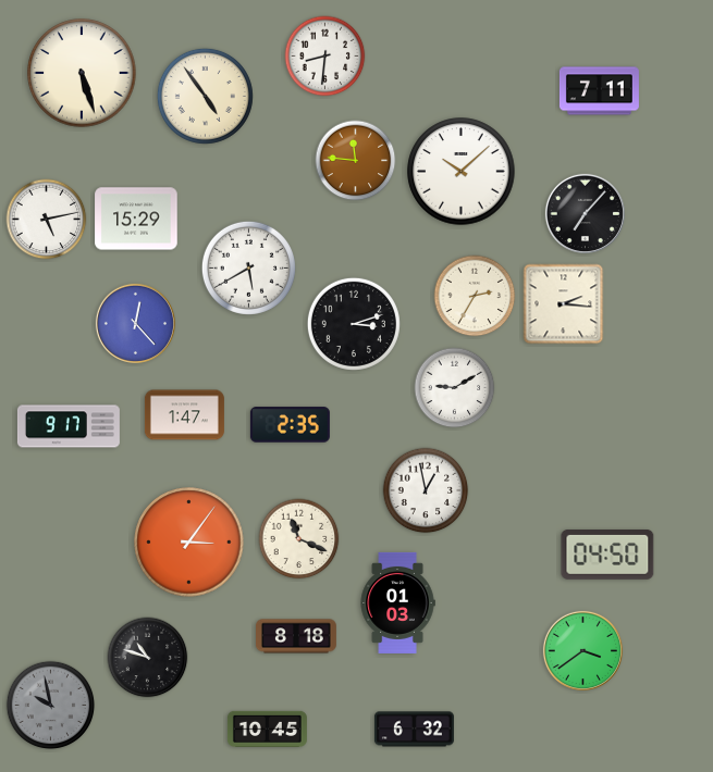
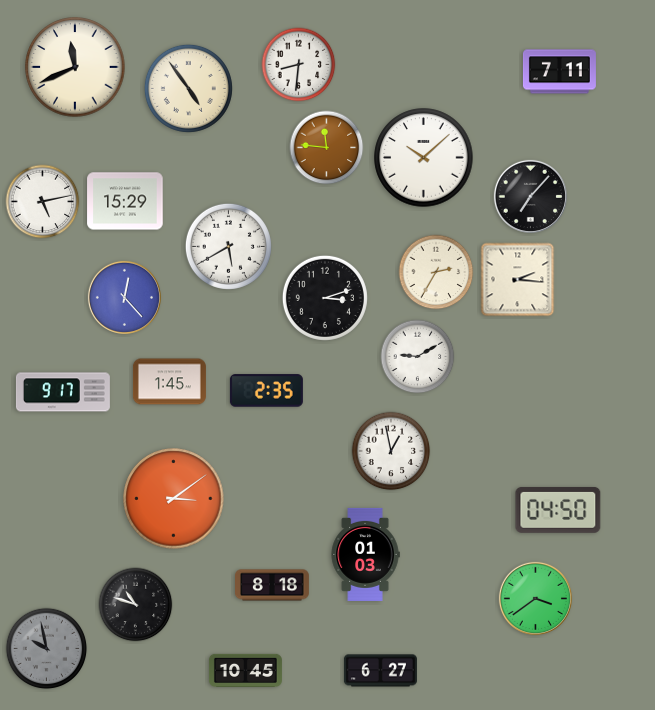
clock at (325, 57) position: (325, 57) -> (299, 65)
clock at (82, 73): 5:27 -> 11:41
clock at (599, 91) position: (599, 91) -> (559, 72)
clock at (585, 213) position: (585, 213) -> (530, 196)
clock at (184, 415): 1:47 -> 1:45
clock at (299, 539): 11:19 -> none
clock at (189, 543): 3:06 -> 3:09
clock at (414, 730): 6:32 -> 6:27
